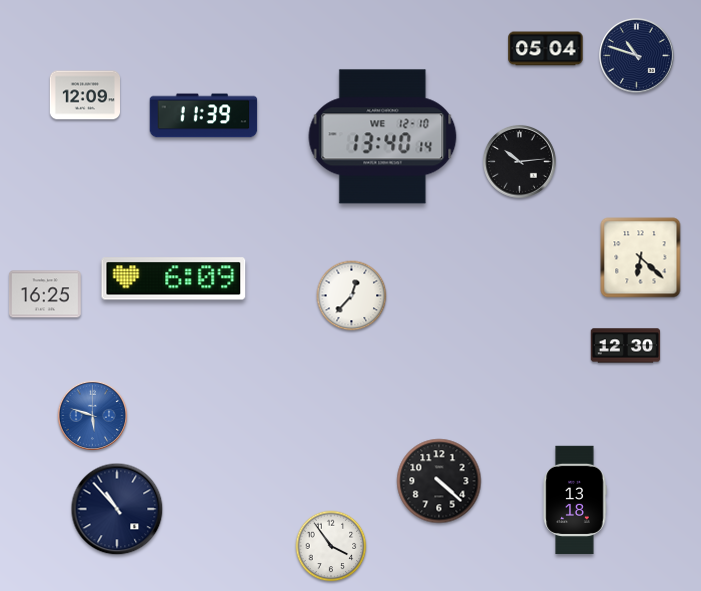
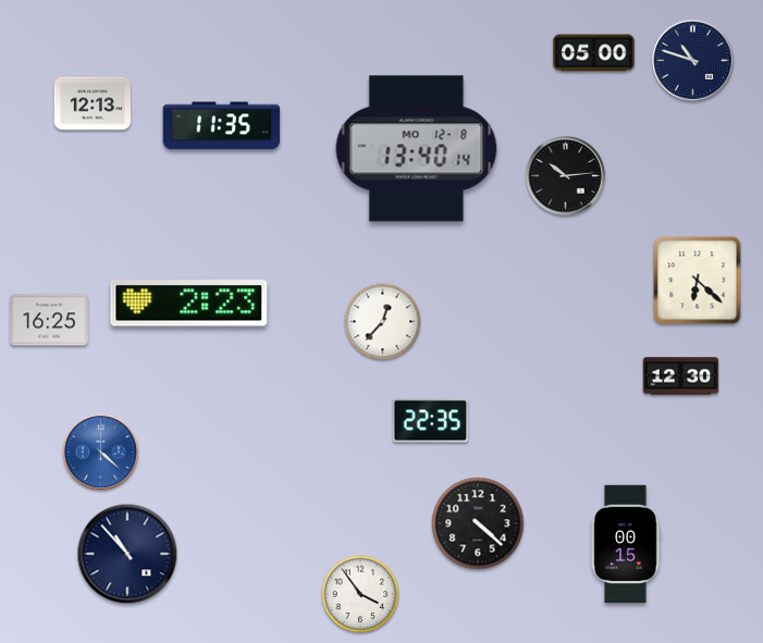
clock at (546, 49): 05:04 -> 05:00
clock at (84, 95): 12:09 -> 12:13
clock at (204, 116): 11:39 -> 11:35
clock at (383, 137) date: WE 12-10 -> MO 12-8
clock at (174, 279): 6:09 -> 2:23
clock at (430, 421): none -> 22:35
clock at (92, 415): 5:48 -> 4:22
clock at (575, 500): 13:18 -> 00:15
